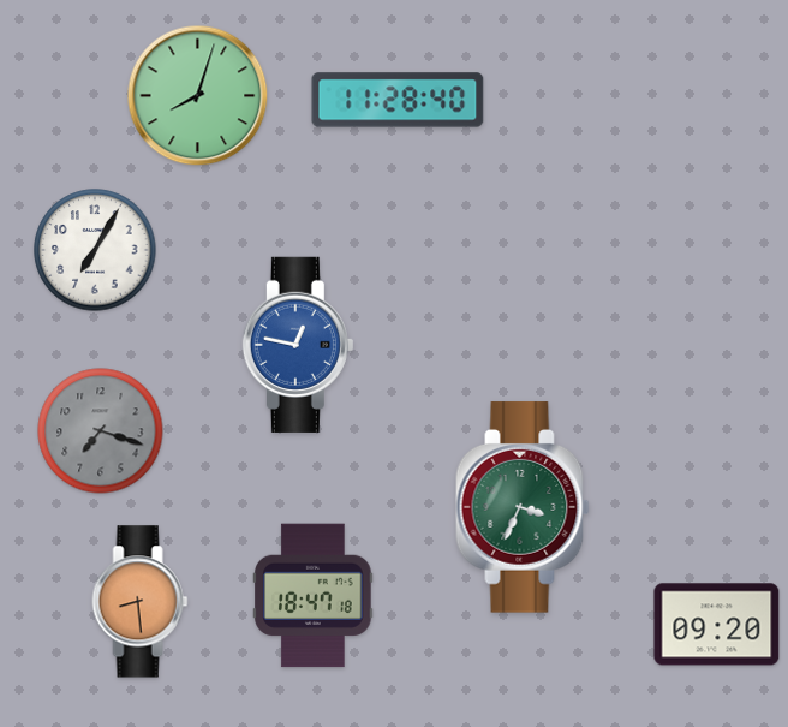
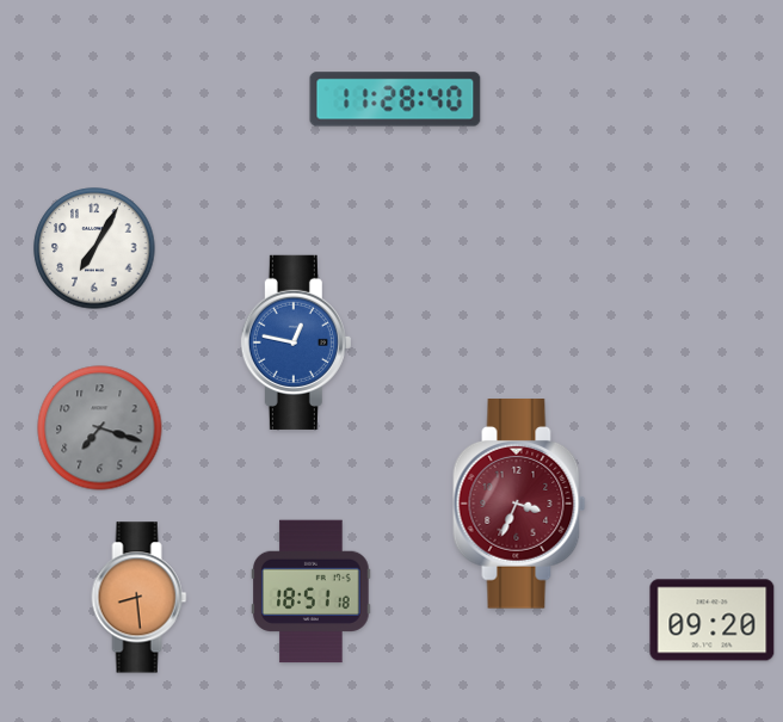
clock at (198, 96): 8:03 -> none
clock at (523, 507) dial: green -> burgundy
clock at (314, 596): 18:47 -> 18:51
